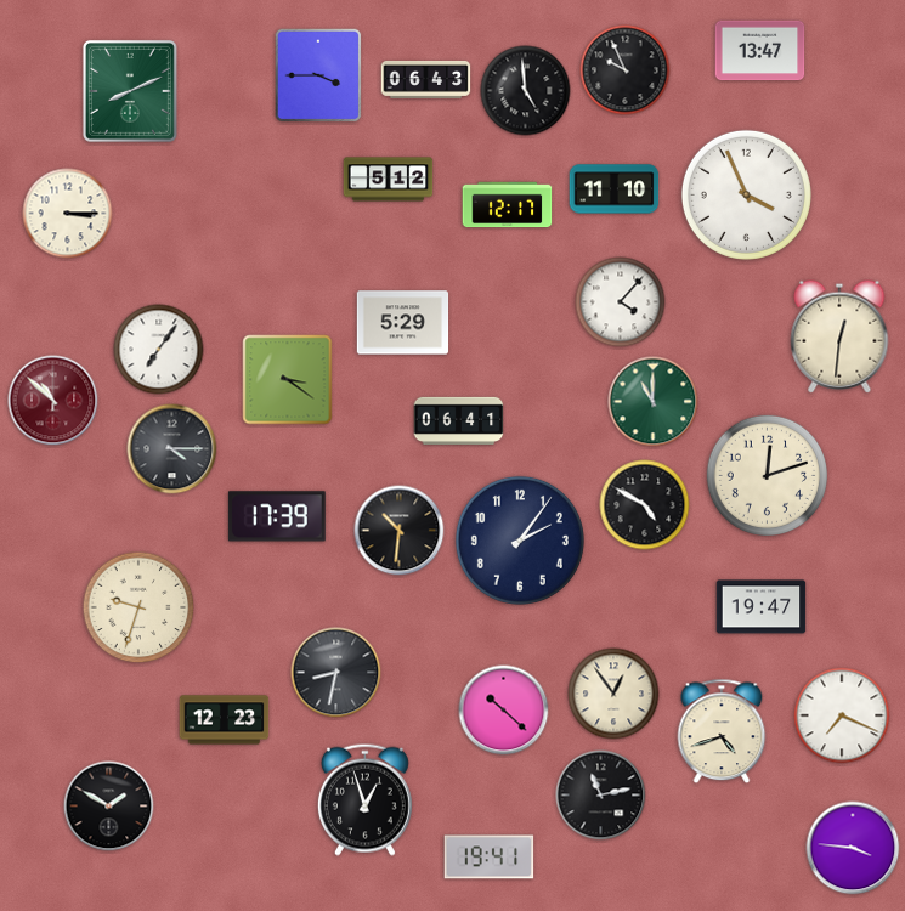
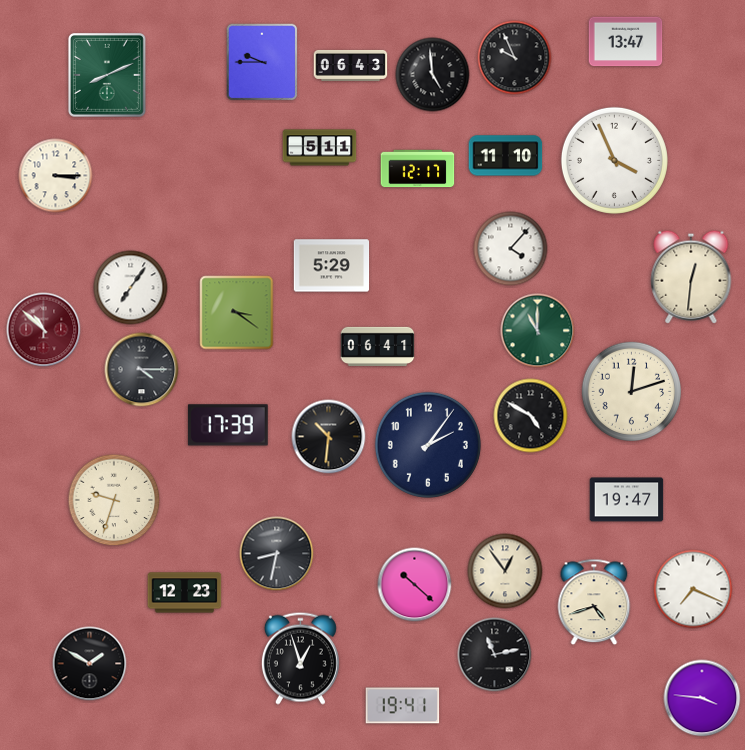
clock at (318, 75): 3:45 -> 9:45
clock at (389, 180): 5:12 -> 5:11
